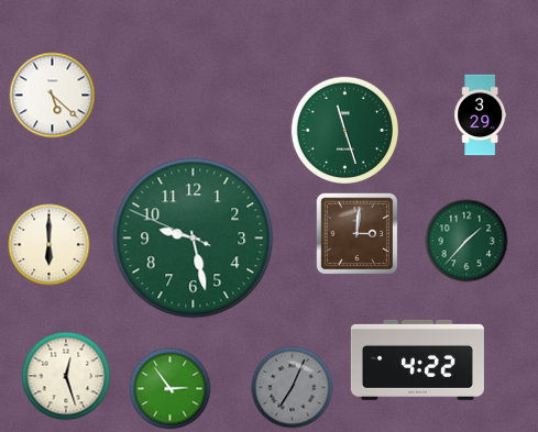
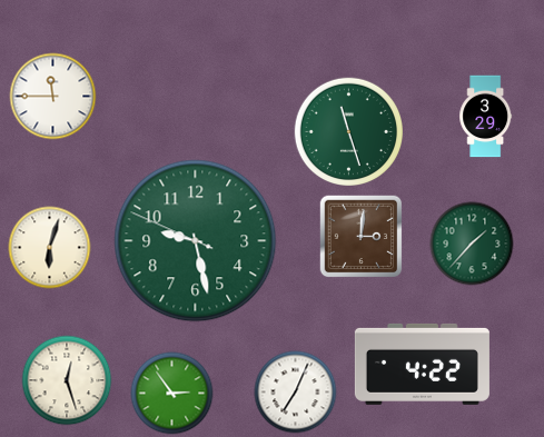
clock at (53, 96): 5:22 -> 11:45
clock at (50, 245): 6:00 -> 6:03
clock at (293, 388) dial: grey -> white
